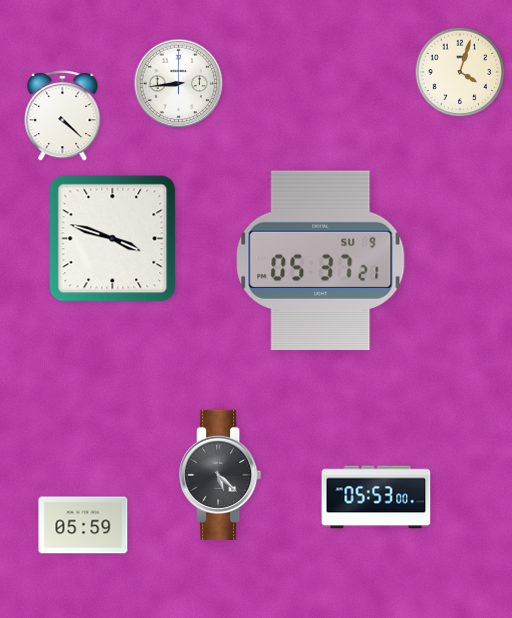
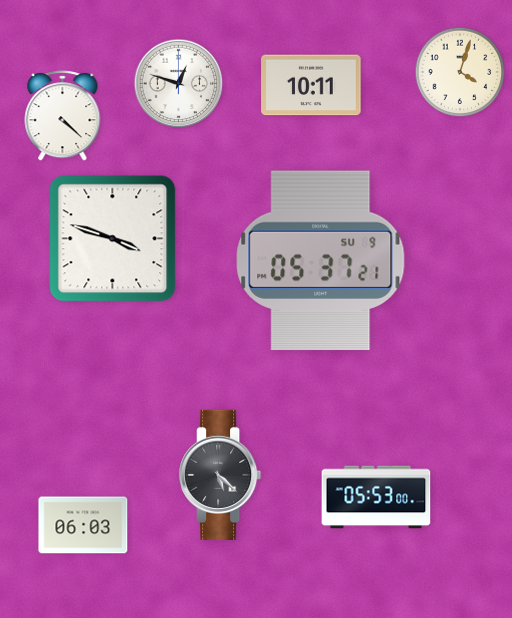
clock at (179, 84): 8:44 -> 12:48
clock at (311, 85): none -> 10:11
clock at (83, 525): 05:59 -> 06:03
